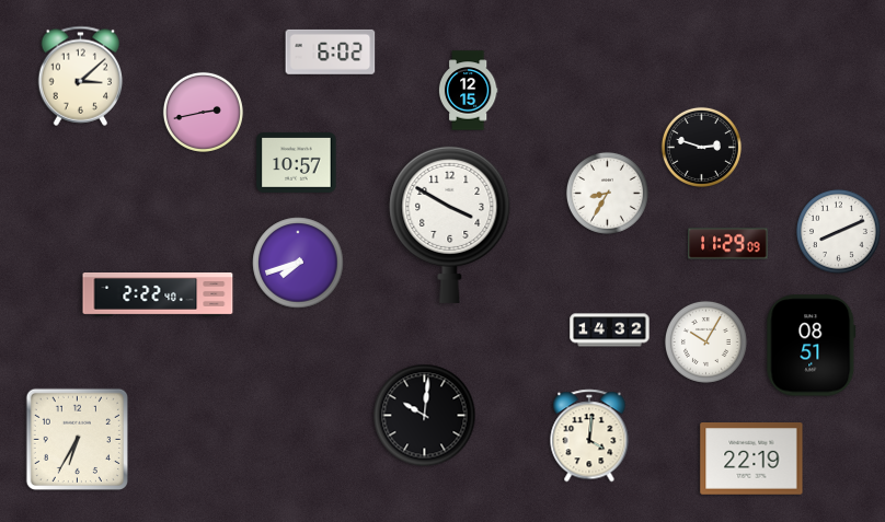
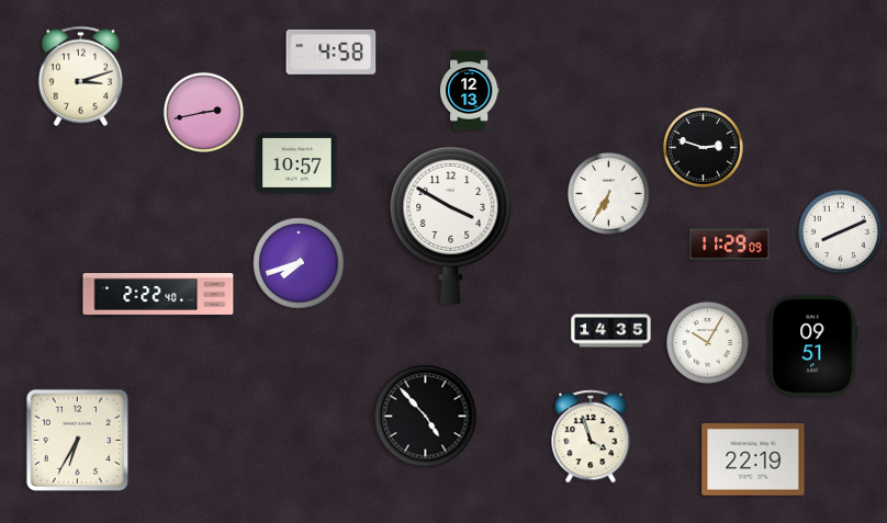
clock at (331, 51): 6:02 -> 4:58
clock at (81, 76): 3:08 -> 3:12
clock at (468, 91): 12:15 -> 12:13
clock at (607, 193): 8:35 -> 6:35
clock at (610, 330): 14:32 -> 14:35
clock at (812, 346): 08:51 -> 09:51
clock at (425, 416): 10:01 -> 4:53
clock at (589, 436): 4:01 -> 3:57
